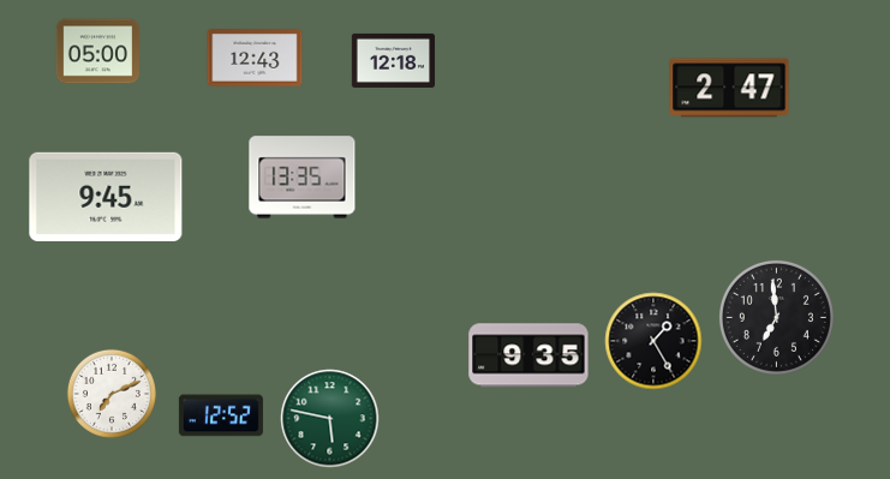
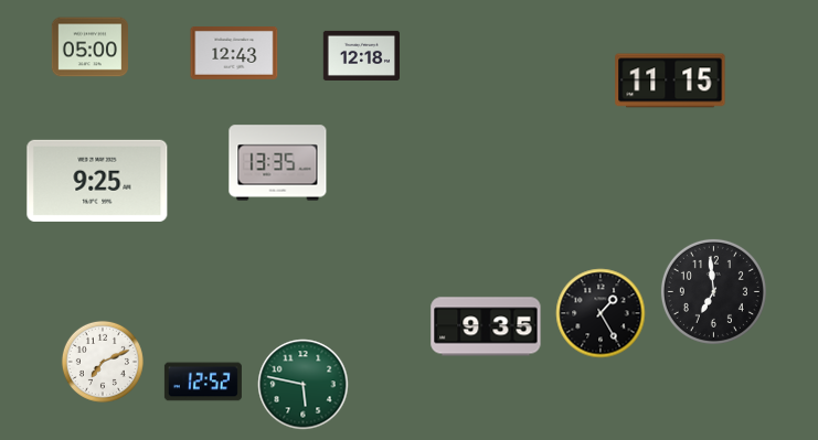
clock at (729, 88): 2:47 -> 11:15
clock at (106, 197): 9:45 -> 9:25
